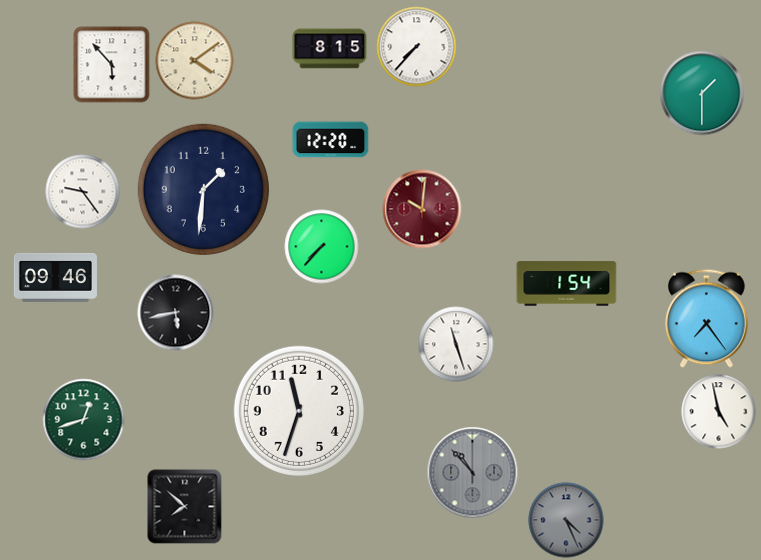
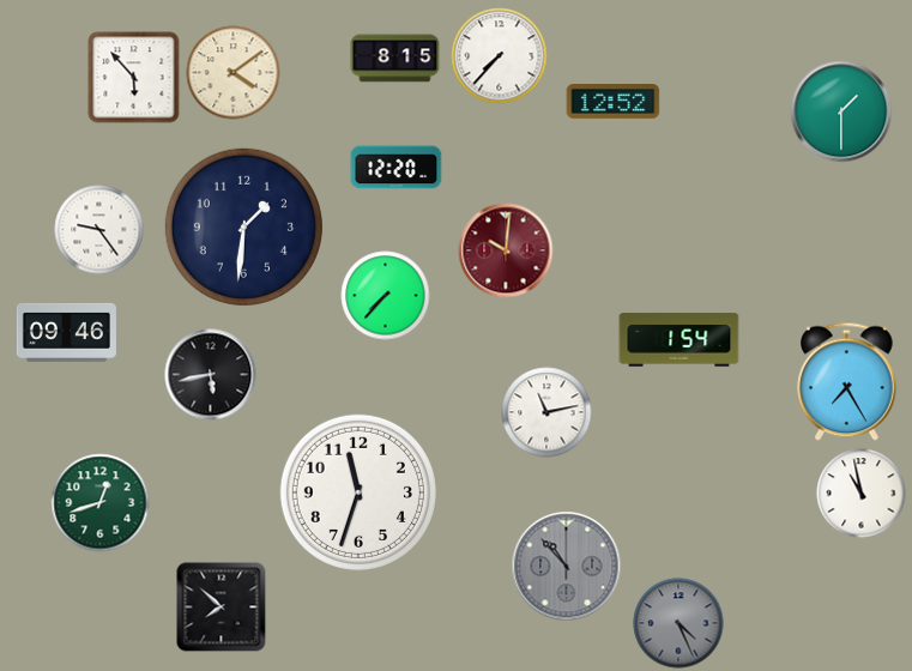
clock at (614, 102): none -> 12:52
clock at (707, 319): 7:24 -> 7:25
clock at (456, 344): 11:27 -> 11:13
clock at (719, 412): 4:58 -> 10:58
